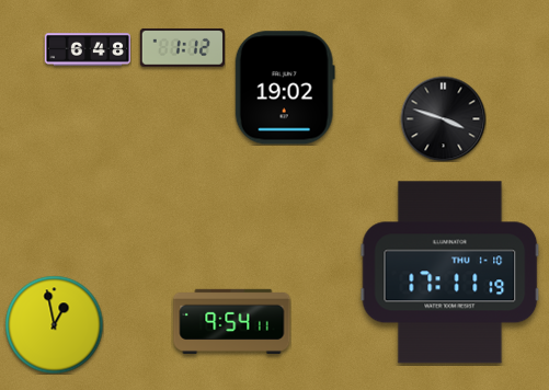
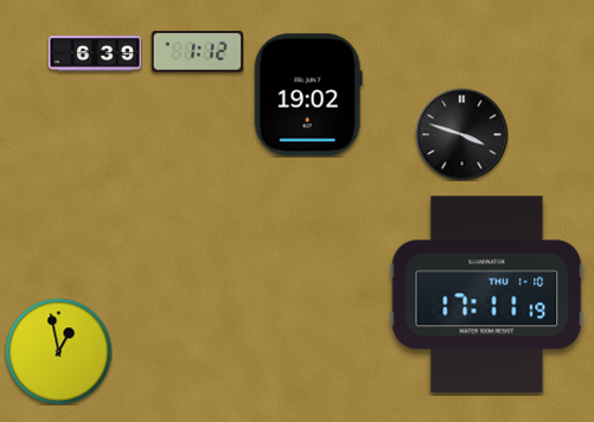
clock at (88, 49): 6:48 -> 6:39
clock at (443, 118) position: (443, 118) -> (461, 134)
clock at (232, 321): 9:54 -> none
